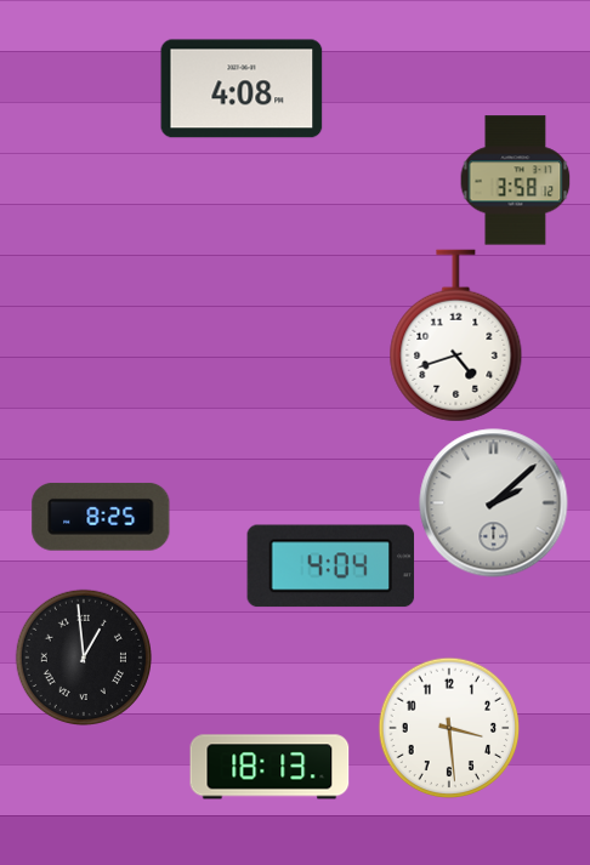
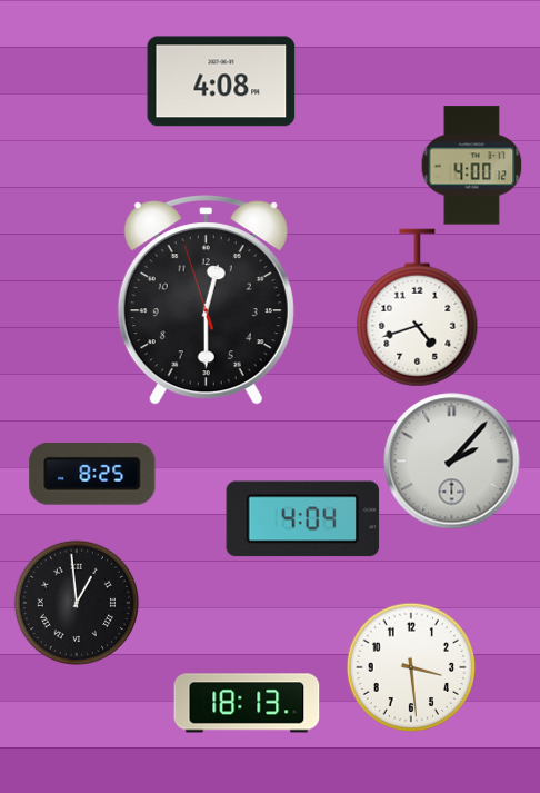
clock at (516, 181): 3:58 -> 4:00
clock at (206, 300): none -> 12:29
clock at (494, 503): 2:08 -> 2:07
